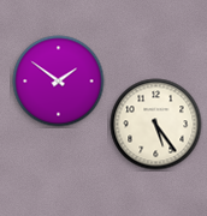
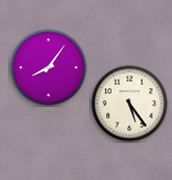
clock at (59, 82): 1:51 -> 8:06
